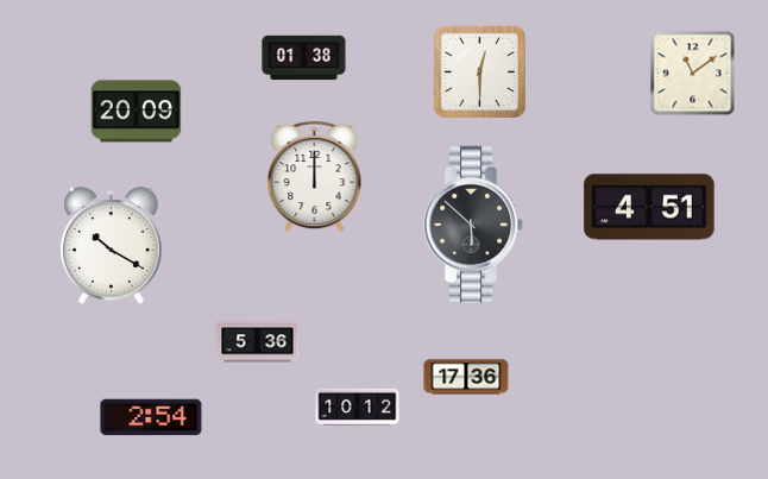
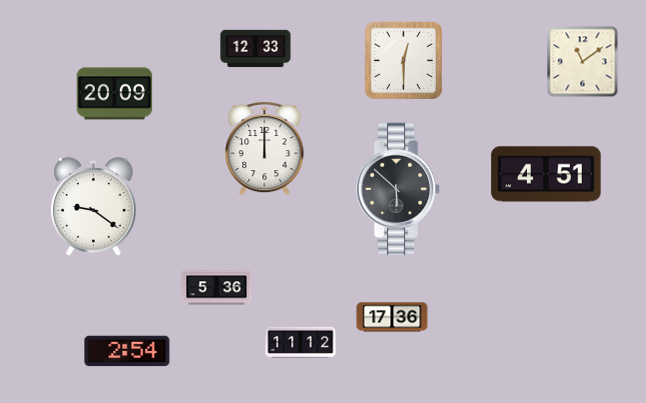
clock at (304, 58): 01:38 -> 12:33
clock at (112, 246): 10:20 -> 9:21
clock at (358, 406): 10:12 -> 11:12
